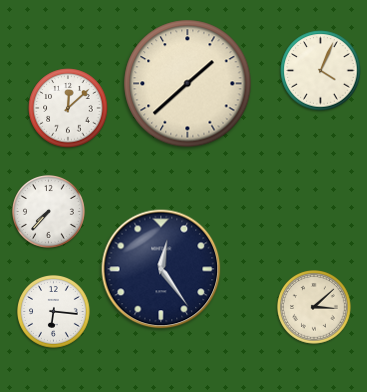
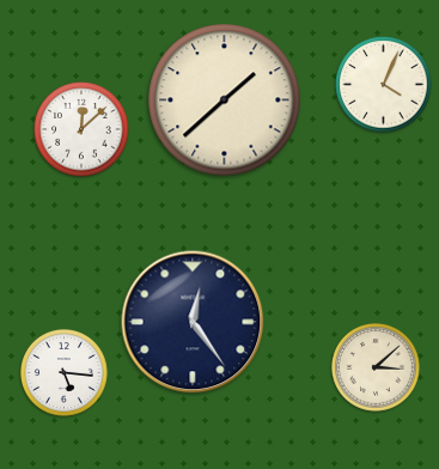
clock at (49, 212): 7:37 -> none
clock at (54, 312): 6:16 -> 5:16
